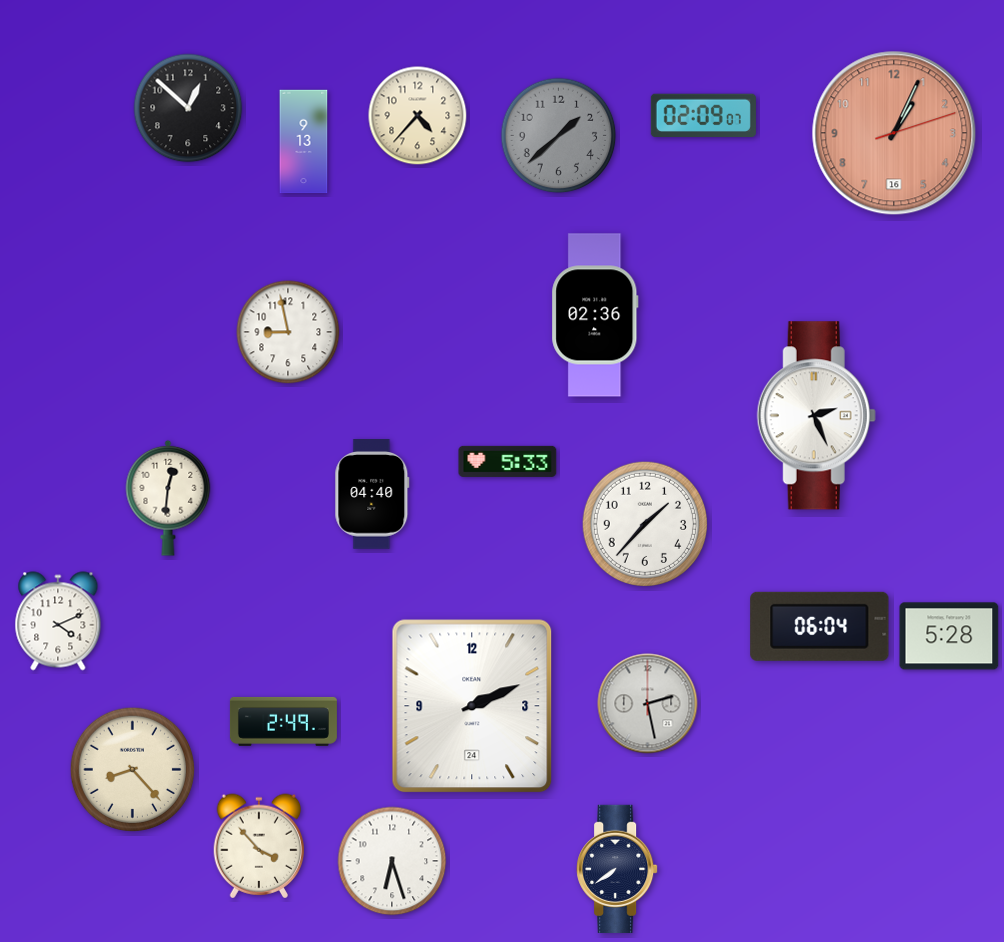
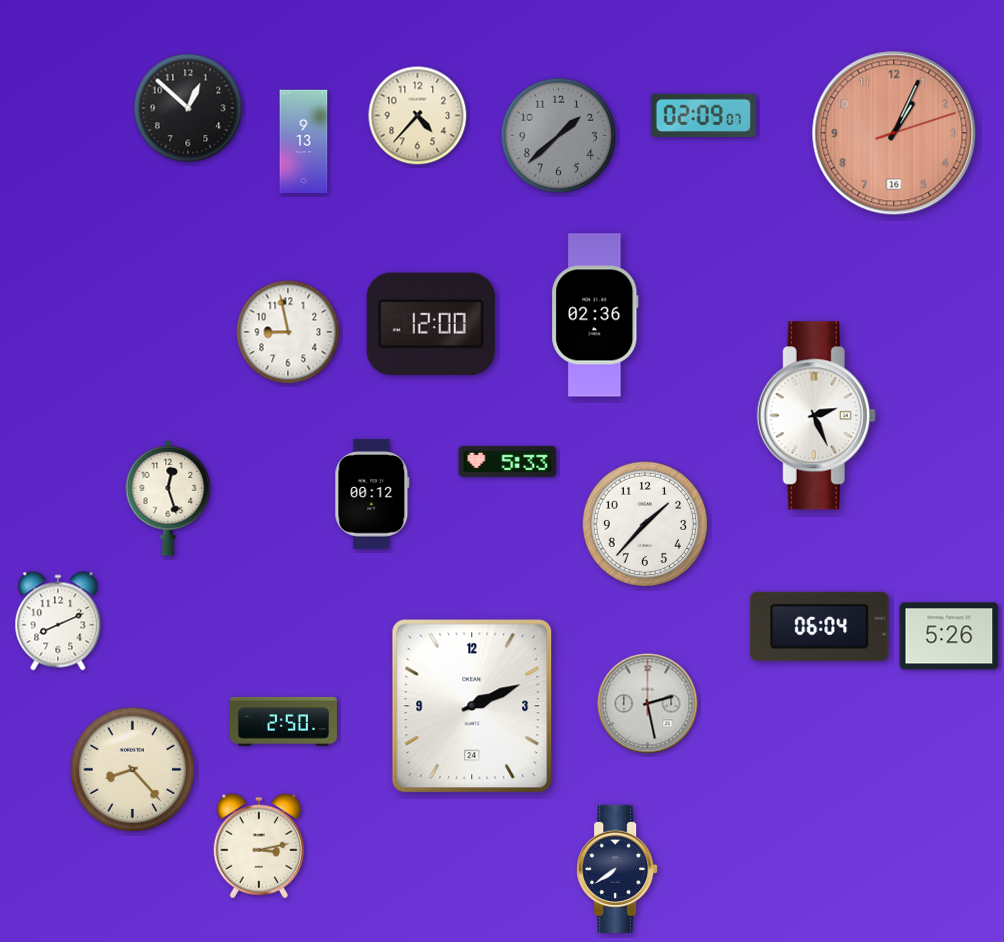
clock at (431, 324): none -> 12:00
clock at (372, 494): 04:40 -> 00:12
clock at (168, 498): 12:31 -> 12:27
clock at (58, 621): 4:11 -> 8:11
clock at (949, 636): 5:28 -> 5:26
clock at (283, 721): 2:49 -> 2:50
clock at (259, 846): 3:53 -> 3:13
clock at (392, 861): 6:27 -> none
